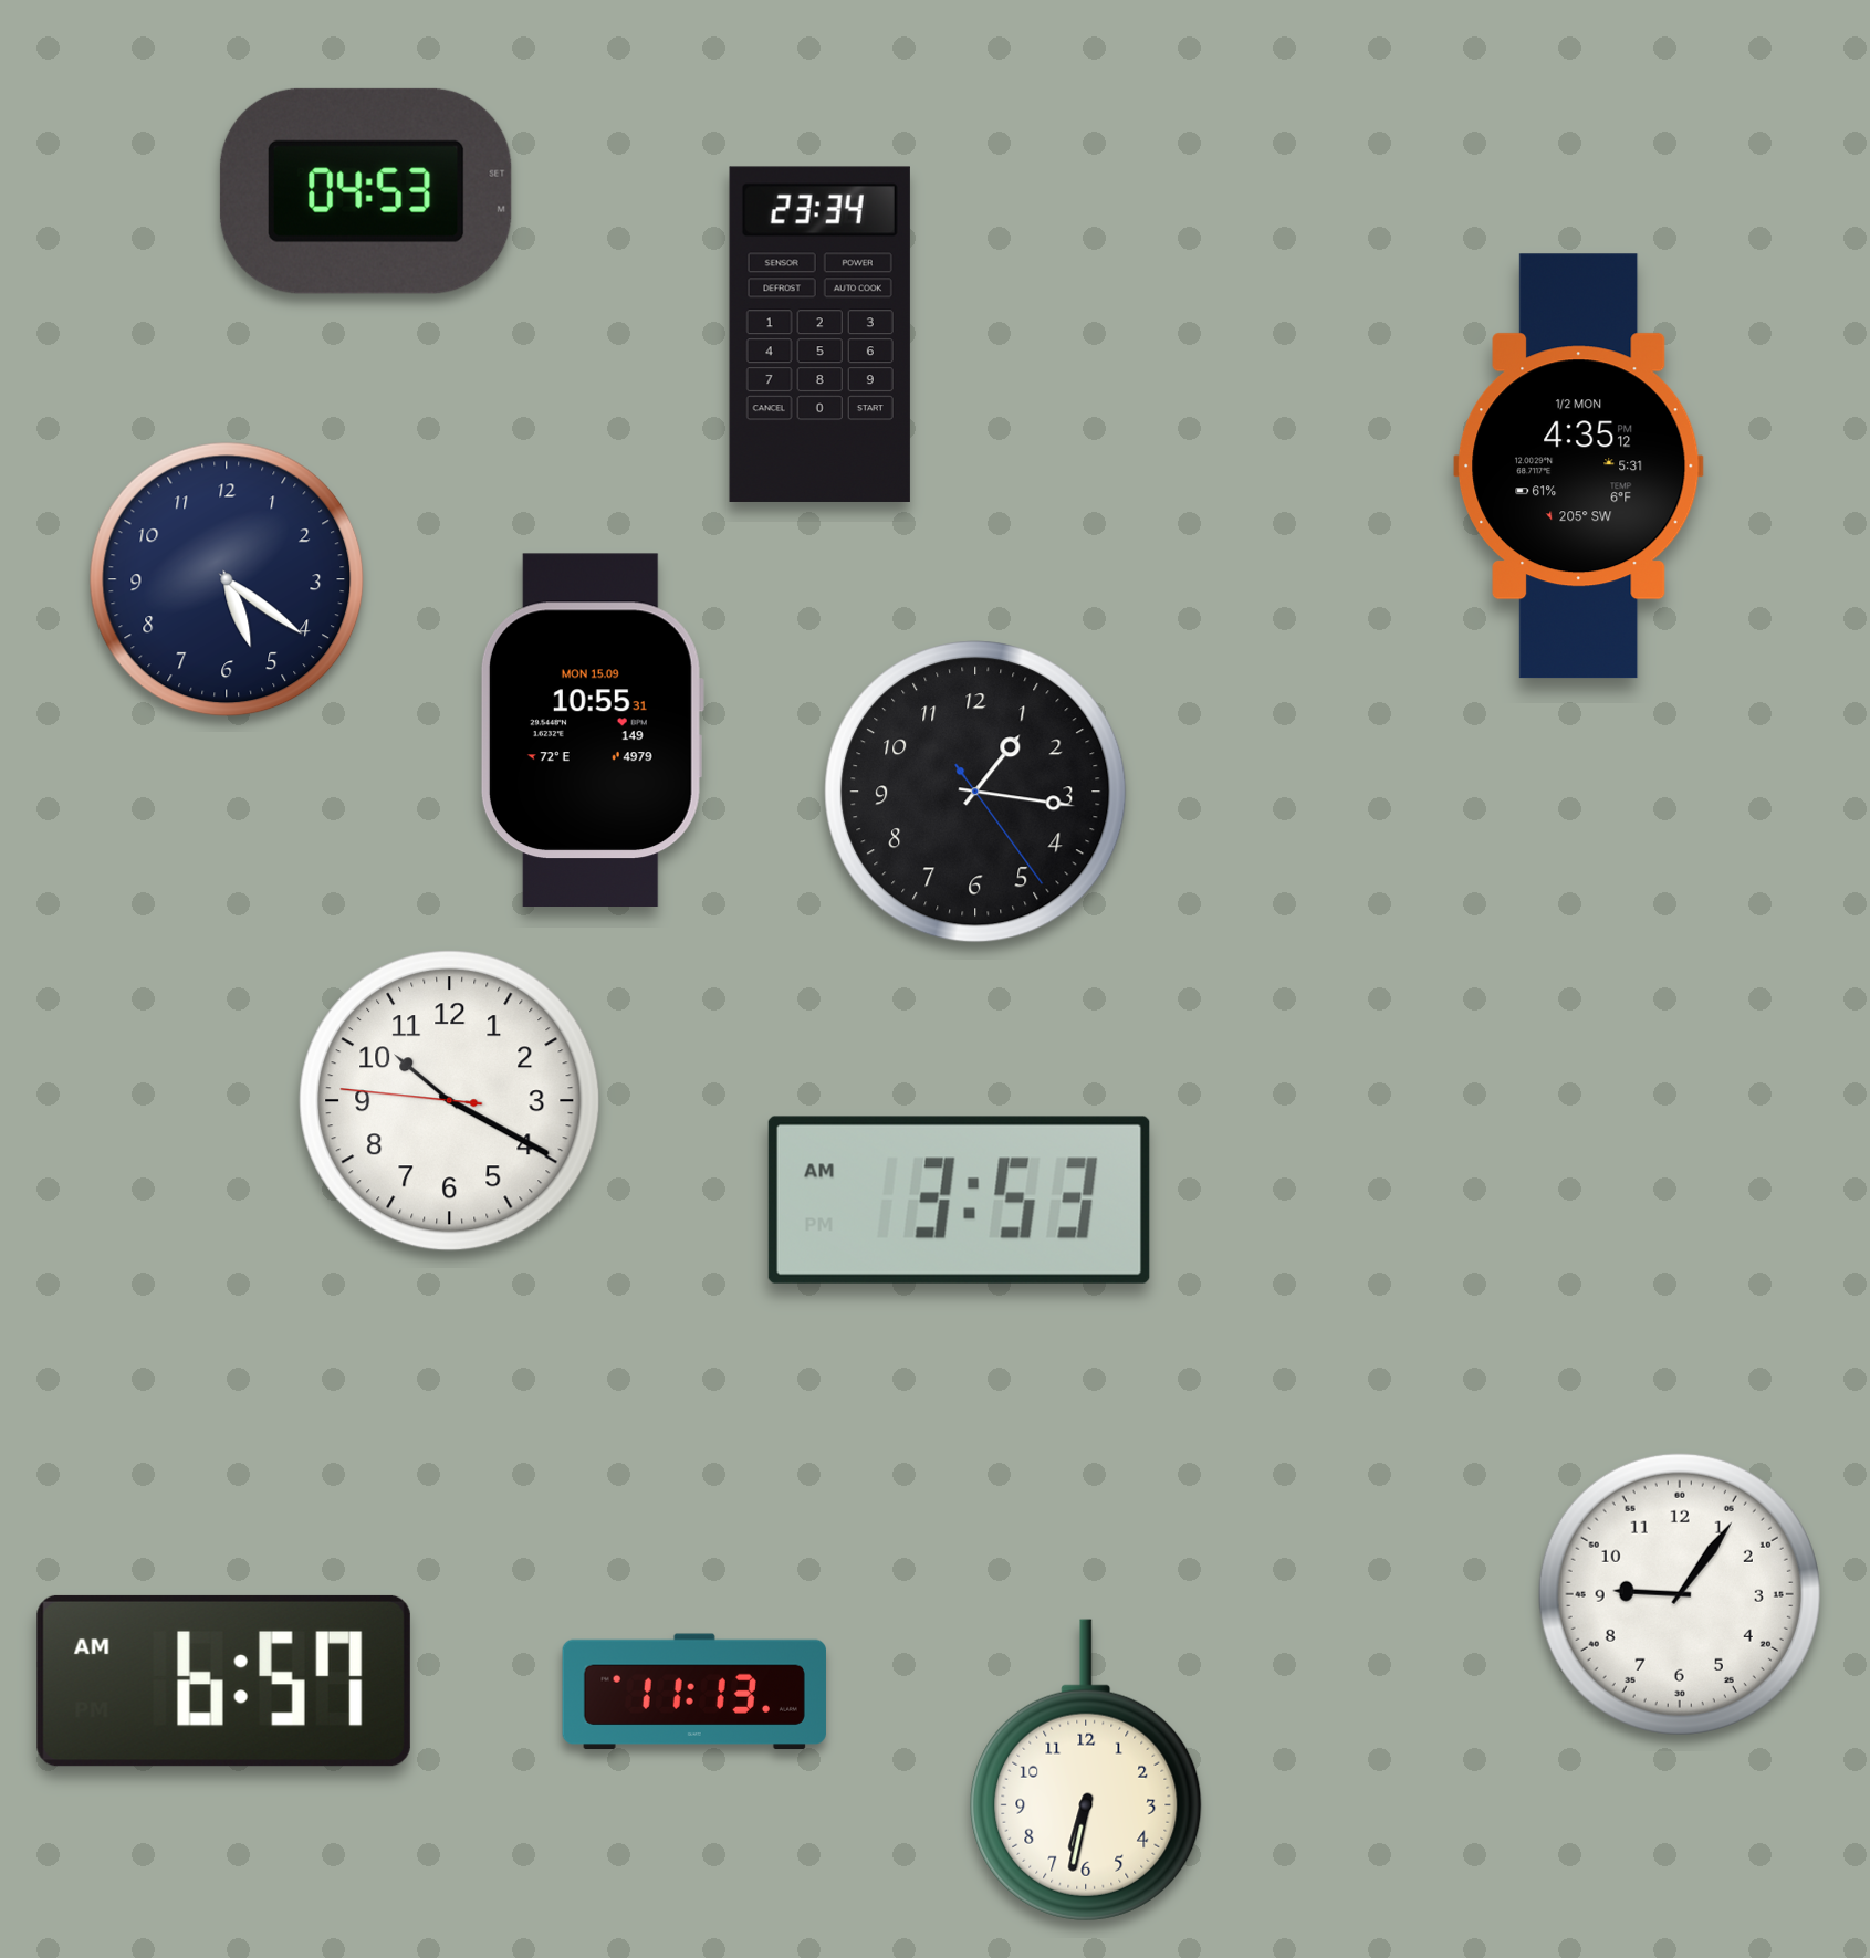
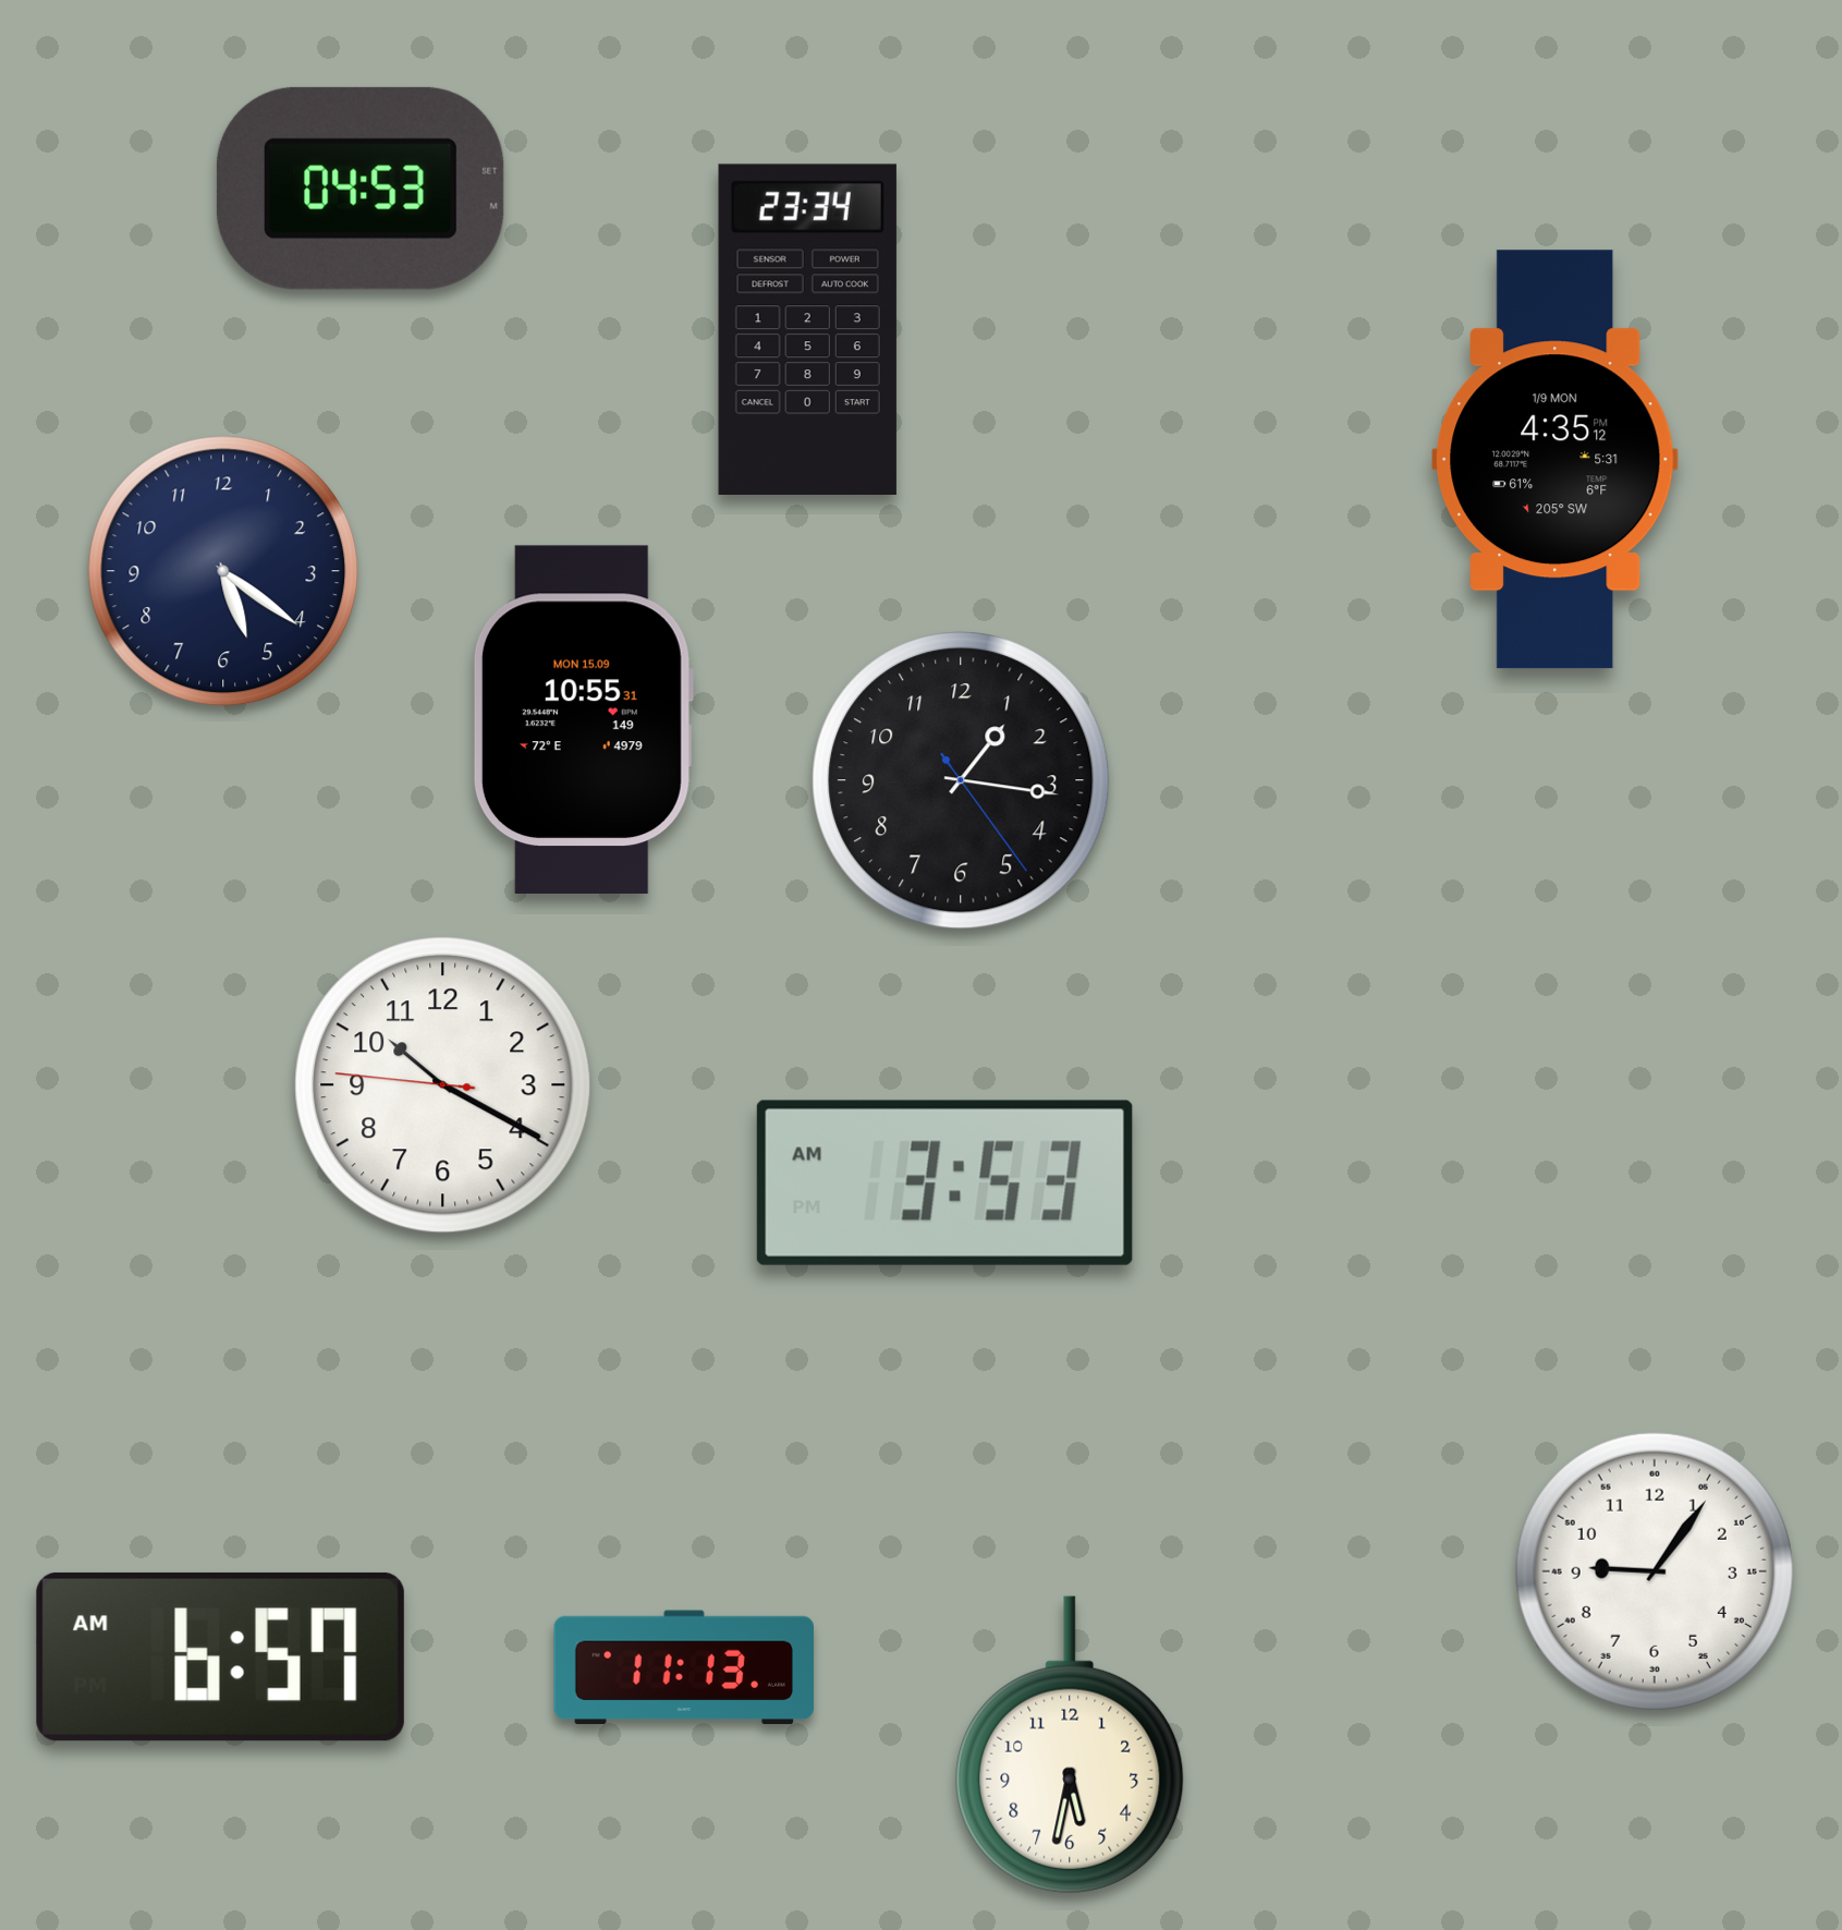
clock at (1579, 467) date: 1/2 MON -> 1/9 MON
clock at (1086, 1770): 6:32 -> 5:32
